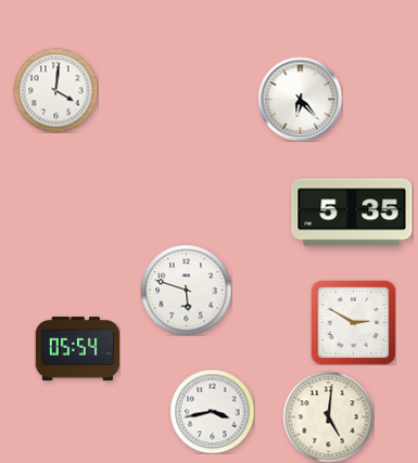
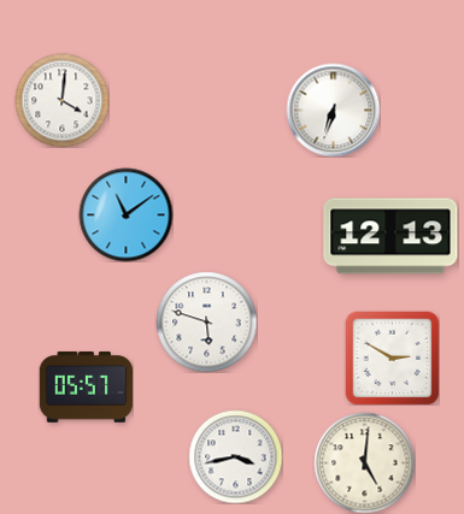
clock at (300, 99): 6:23 -> 6:33
clock at (125, 214): none -> 11:09
clock at (352, 213): 5:35 -> 12:13
clock at (77, 348): 05:54 -> 05:57
